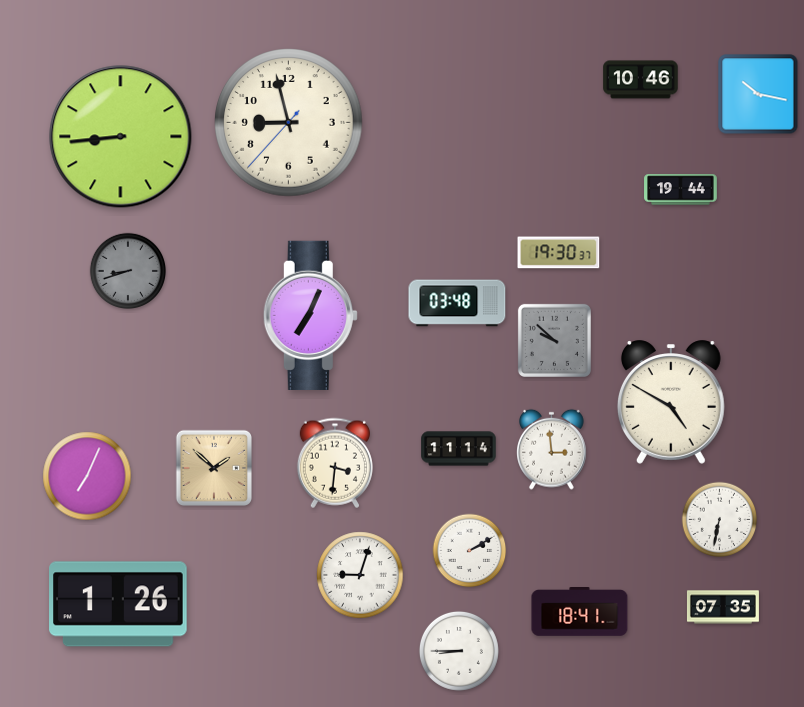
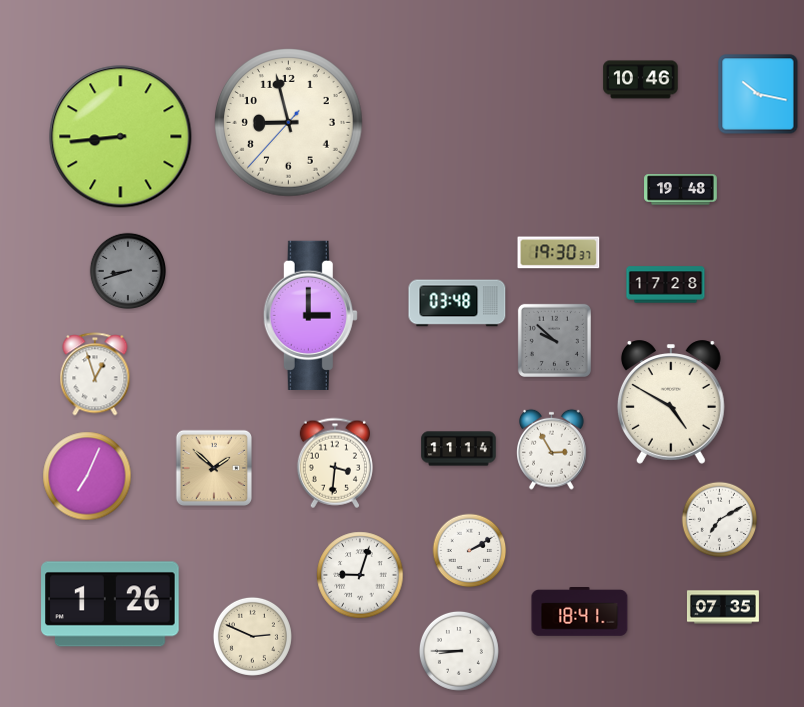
clock at (681, 190): 19:44 -> 19:48
clock at (666, 285): none -> 17:28
clock at (310, 315): 7:04 -> 3:00
clock at (95, 374): none -> 12:57
clock at (552, 449): 2:59 -> 2:55
clock at (720, 520): 6:32 -> 7:10
clock at (118, 604) position: (118, 604) -> (110, 604)
clock at (252, 636): none -> 2:49
